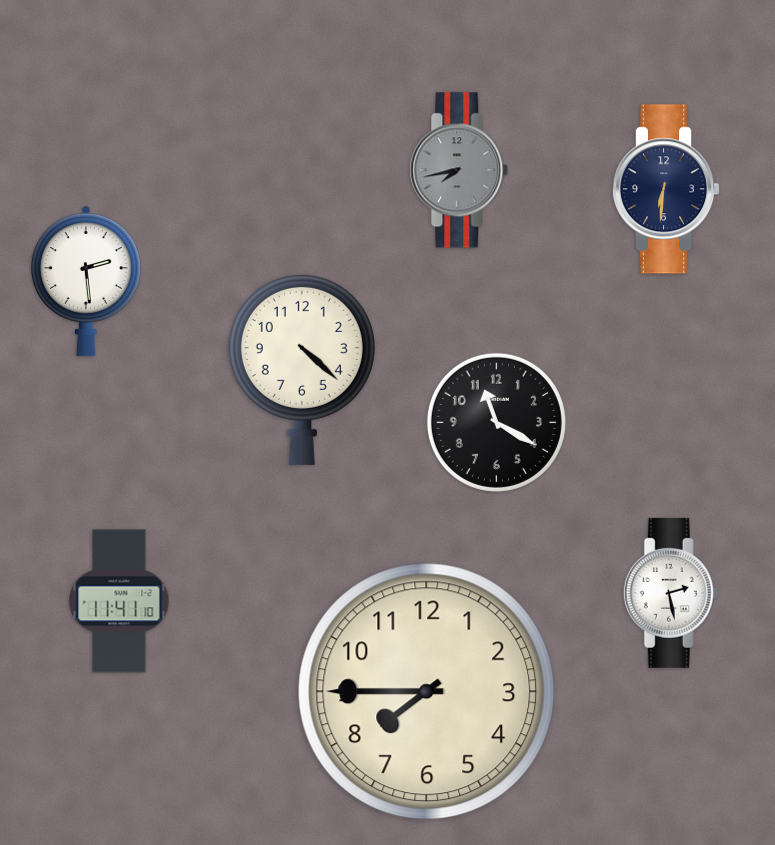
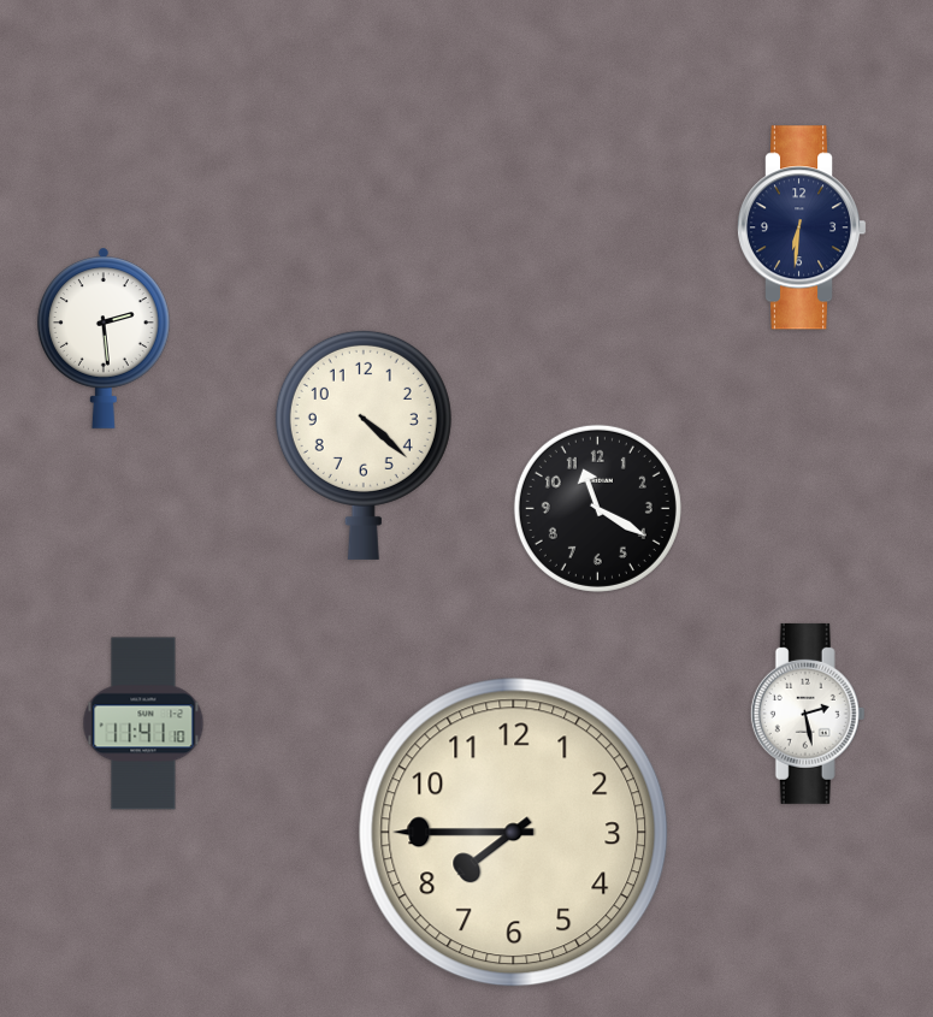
clock at (459, 170): 7:43 -> none
